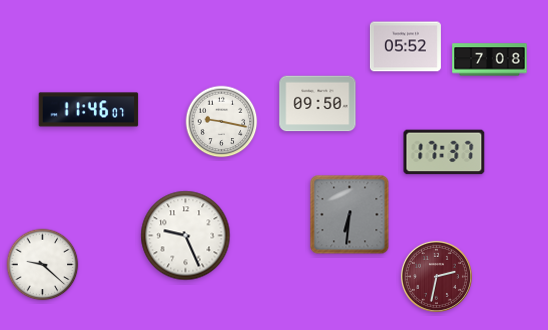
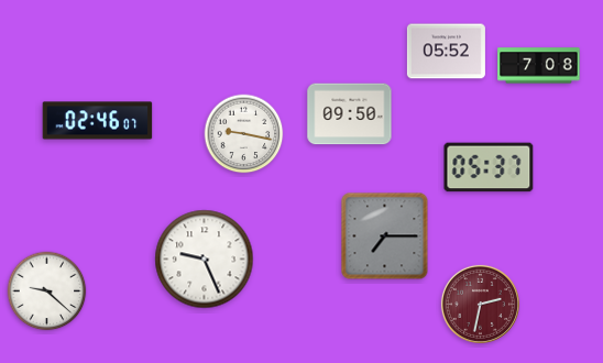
clock at (89, 110): 11:46 -> 02:46
clock at (444, 152): 17:37 -> 05:37
clock at (350, 215): 6:31 -> 7:15
